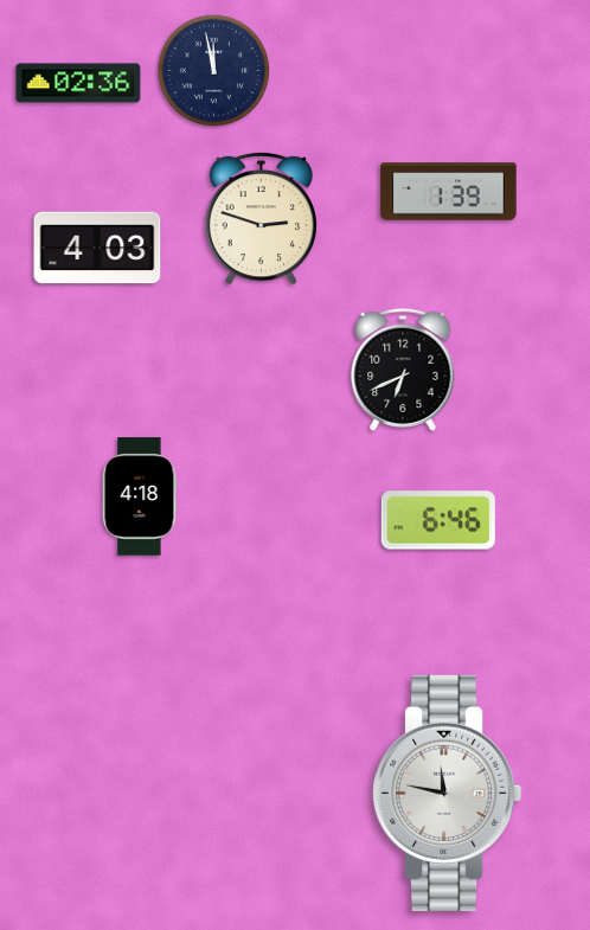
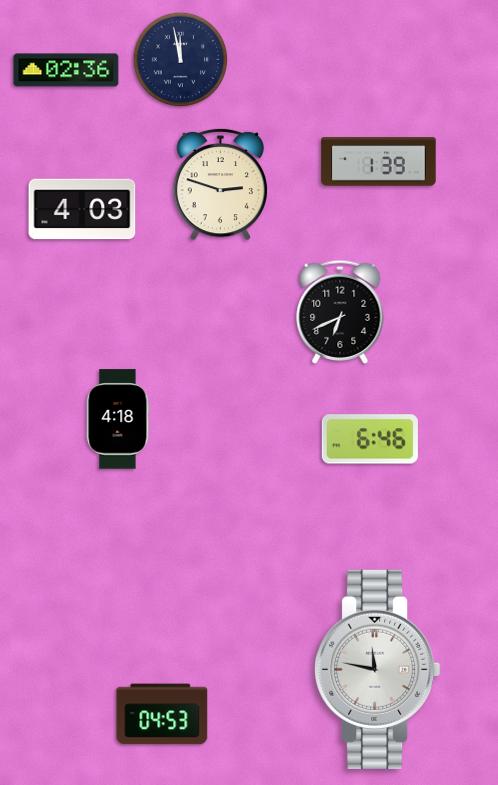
clock at (162, 714): none -> 04:53
